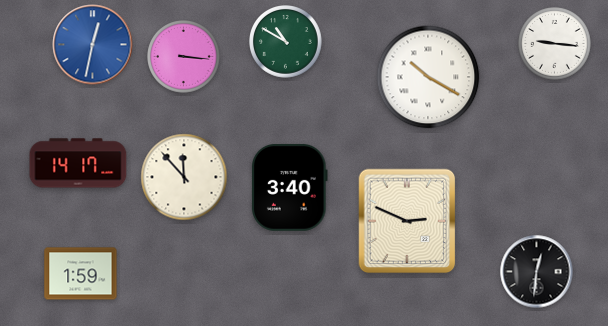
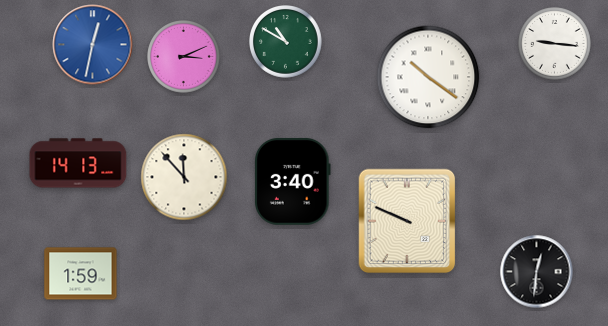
clock at (184, 57): 3:16 -> 3:11
clock at (428, 77): 10:20 -> 10:21
clock at (78, 163): 14:17 -> 14:13
clock at (290, 187) position: (290, 187) -> (293, 181)
clock at (407, 221): 2:49 -> 9:49
